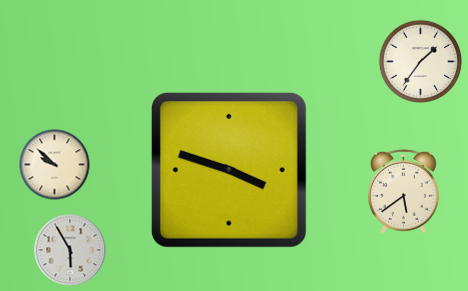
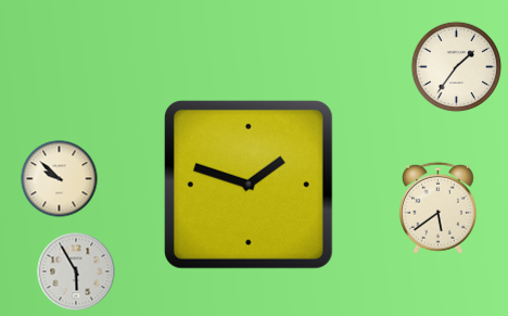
clock at (229, 170): 3:48 -> 1:48
